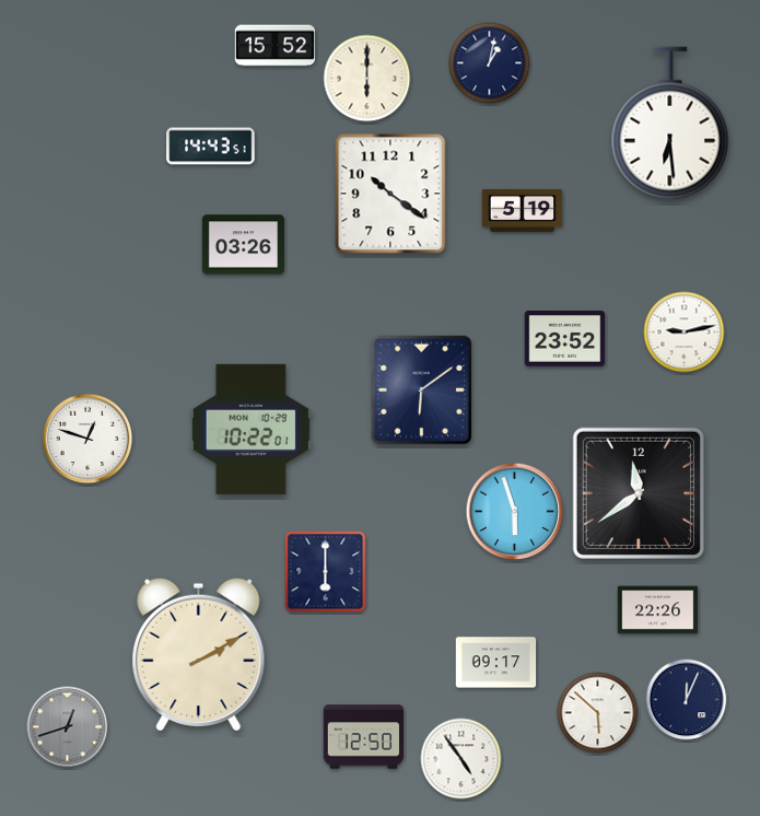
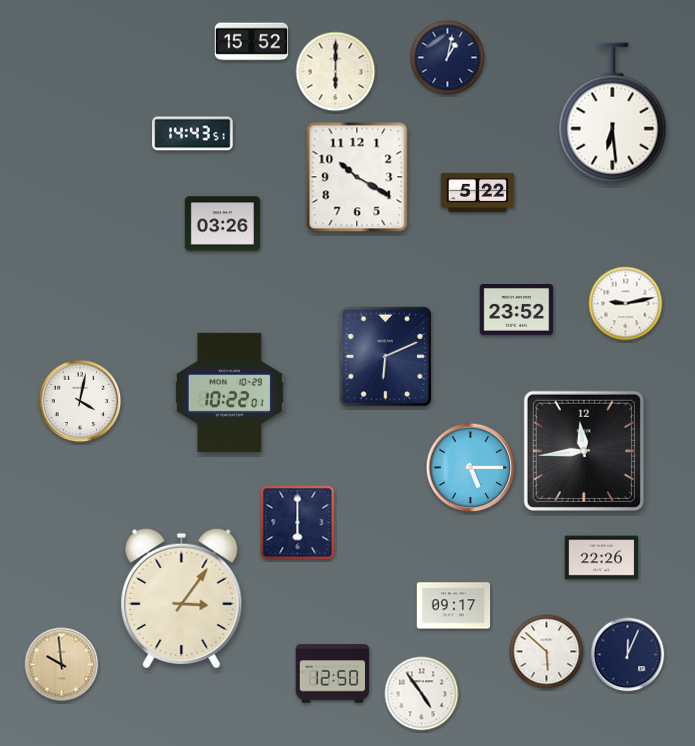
clock at (390, 194): 10:21 -> 10:20
clock at (523, 210): 5:19 -> 5:22
clock at (422, 390): 6:09 -> 6:11
clock at (87, 439): 12:48 -> 4:02
clock at (639, 493): 11:39 -> 11:44
clock at (515, 512): 5:57 -> 5:15
clock at (199, 655): 2:10 -> 3:06
clock at (687, 700) position: (687, 700) -> (628, 655)
clock at (68, 727): 12:42 -> 9:59
clock at (68, 727) dial: grey -> champagne
